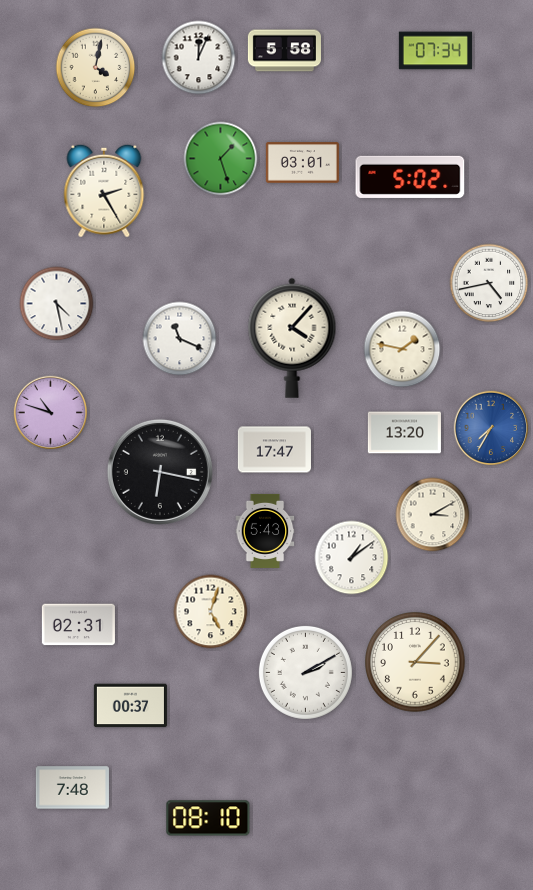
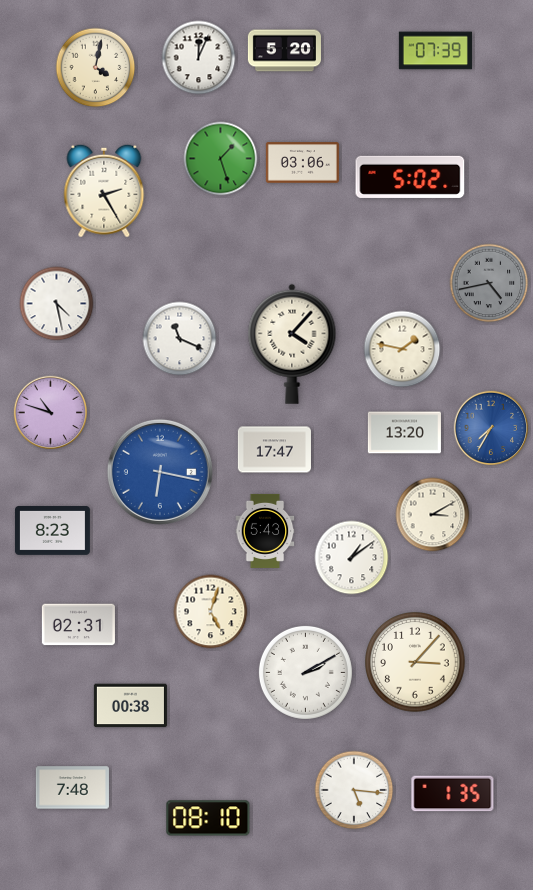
clock at (284, 51): 5:58 -> 5:20
clock at (435, 51): 07:34 -> 07:39
clock at (302, 163): 03:01 -> 03:06
clock at (489, 283) dial: white -> grey
clock at (292, 338) position: (292, 338) -> (292, 344)
clock at (160, 472) dial: black -> blue
clock at (52, 531): none -> 8:23
clock at (130, 706): 00:37 -> 00:38
clock at (354, 790): none -> 5:16
clock at (453, 794): none -> 1:35
